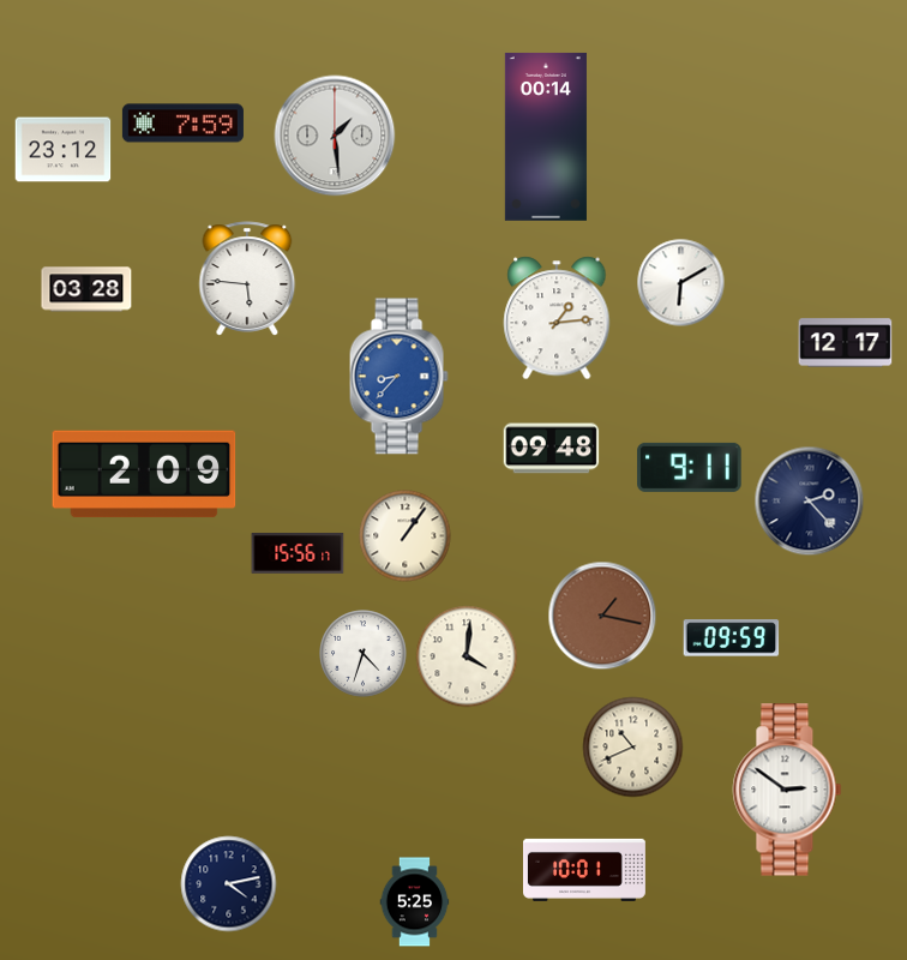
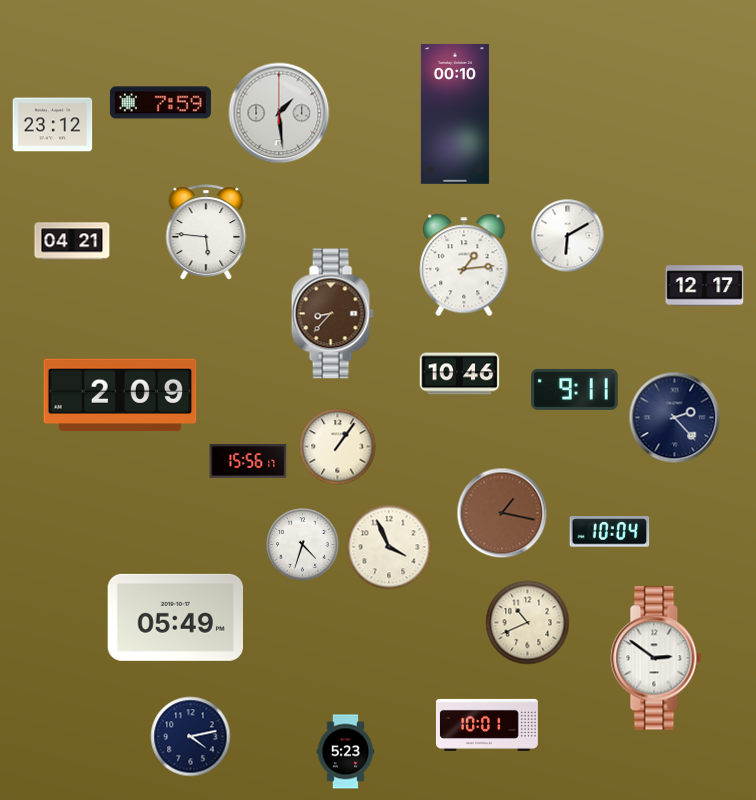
clock at (182, 124) position: (182, 124) -> (160, 103)
clock at (546, 137): 00:14 -> 00:10
clock at (86, 289): 03:28 -> 04:21
clock at (398, 377) dial: blue -> brown
clock at (552, 449): 09:48 -> 10:46
clock at (732, 638): 09:59 -> 10:04
clock at (467, 656): 4:01 -> 3:56
clock at (175, 617): none -> 05:49
clock at (415, 902): 5:25 -> 5:23
